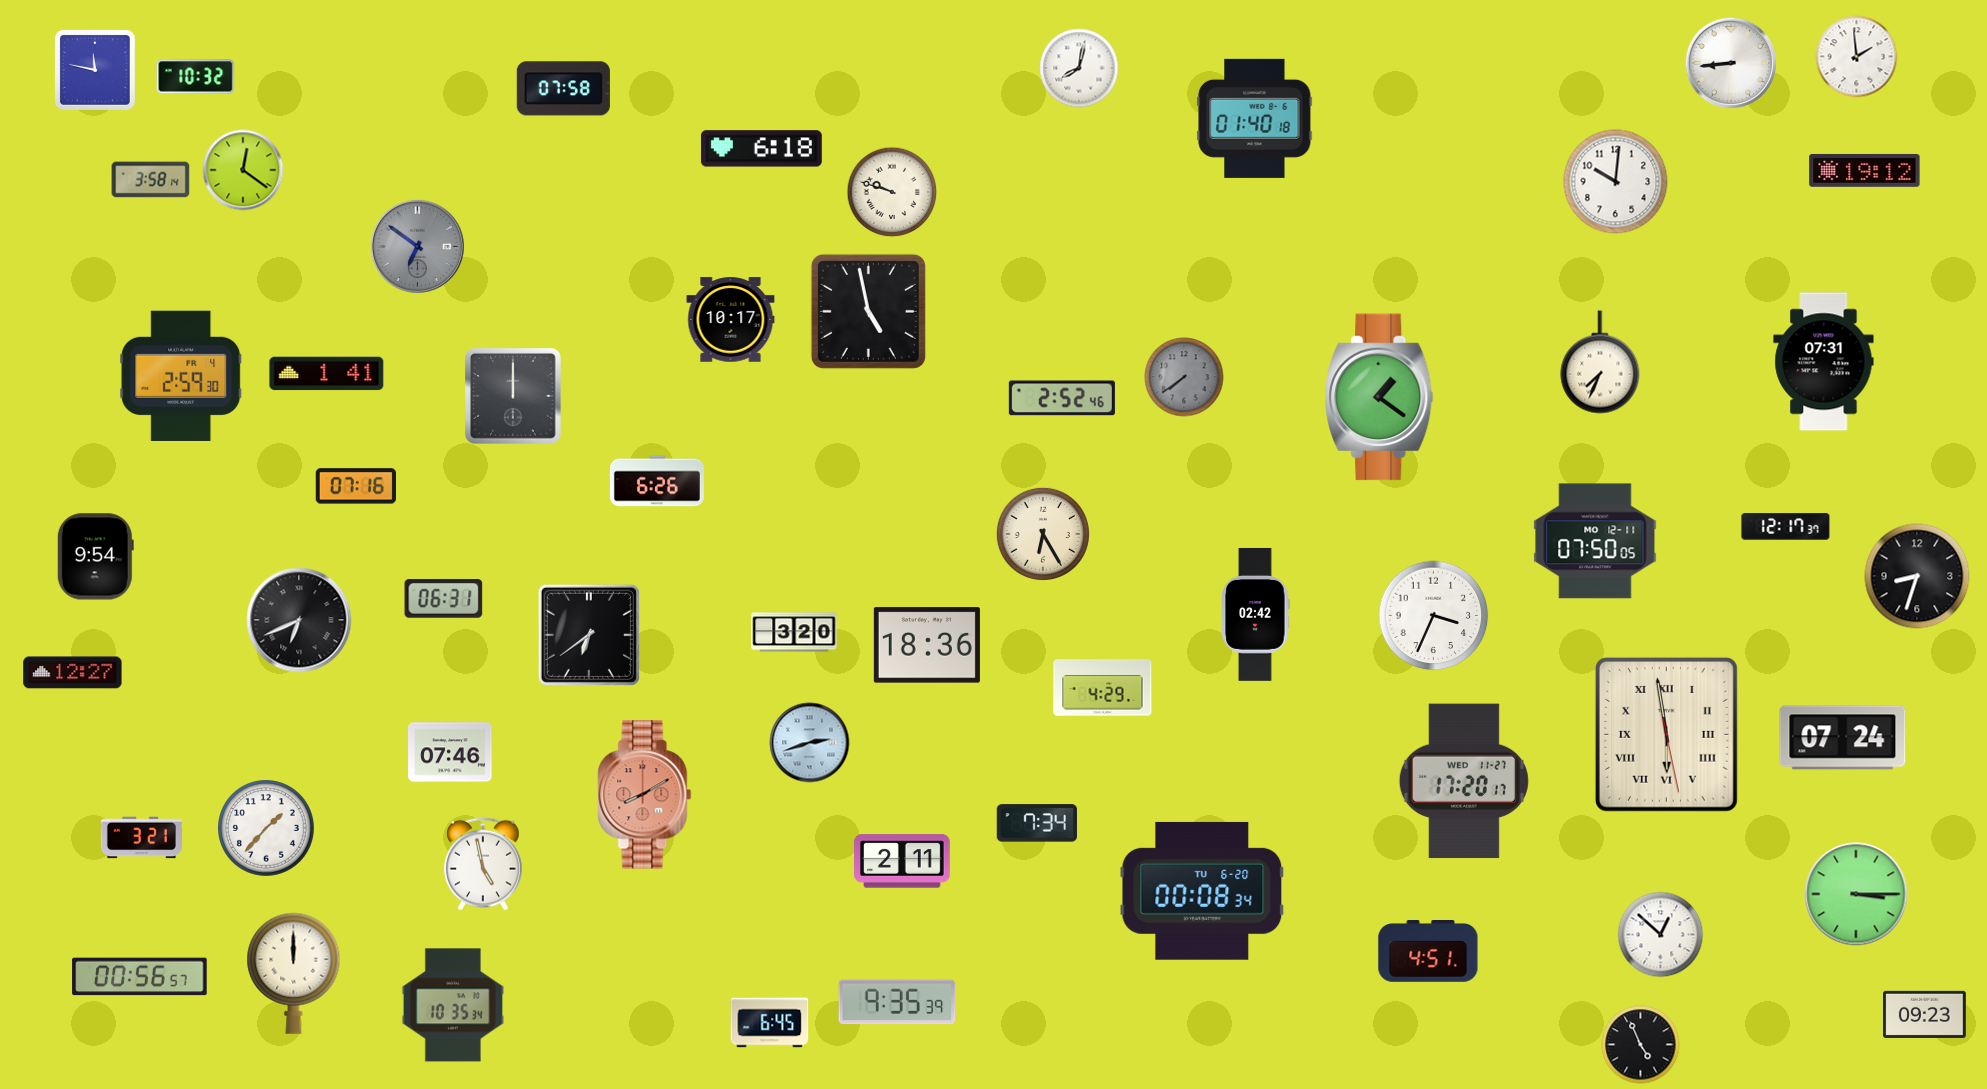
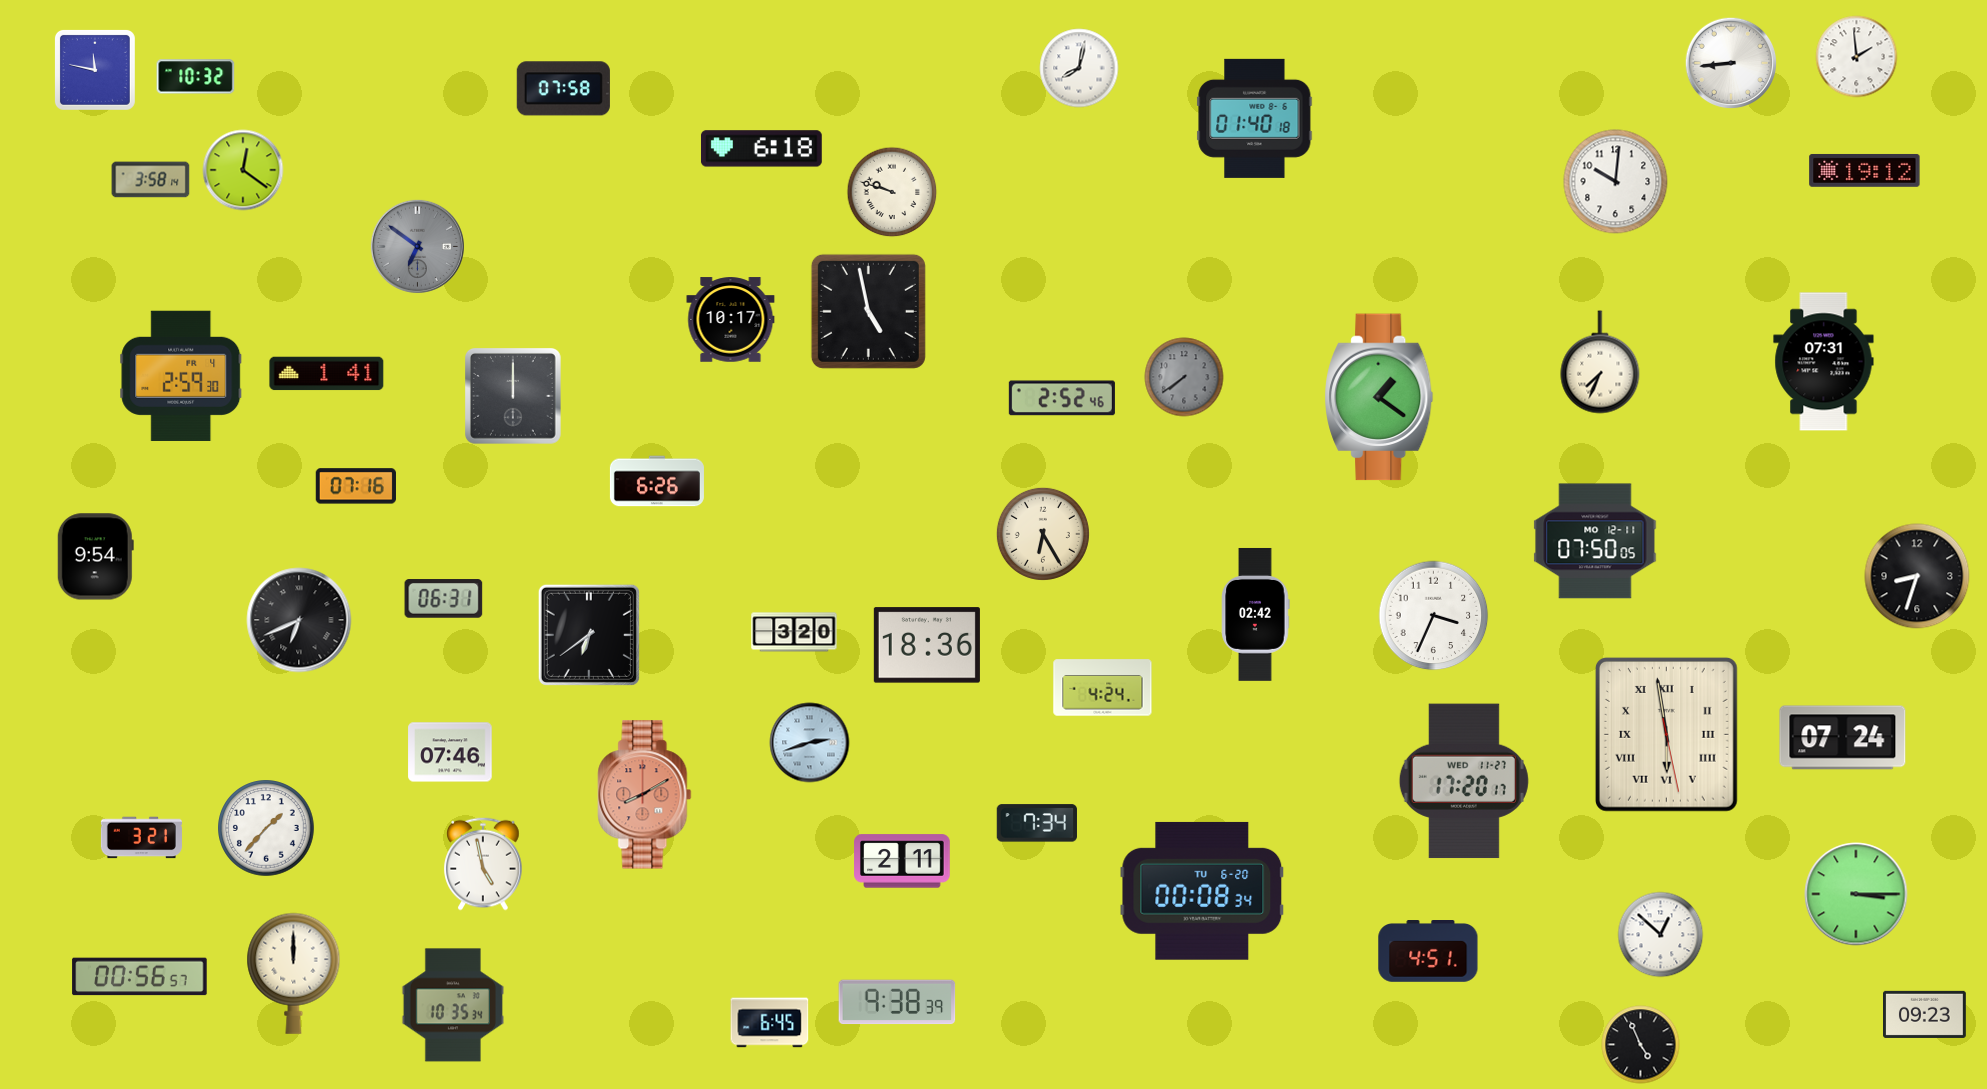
clock at (1786, 527): 12:17 -> none
clock at (73, 673): 12:27 -> none
clock at (1103, 688): 4:29 -> 4:24
clock at (897, 1002): 9:35 -> 9:38
